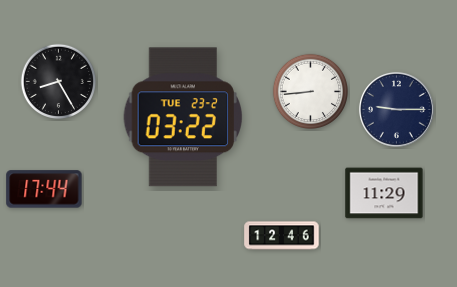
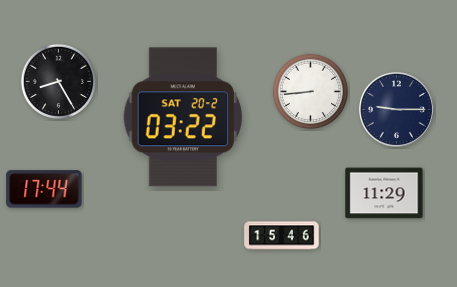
clock at (183, 117) date: TUE 23-2 -> SAT 20-2
clock at (282, 236): 12:46 -> 15:46
